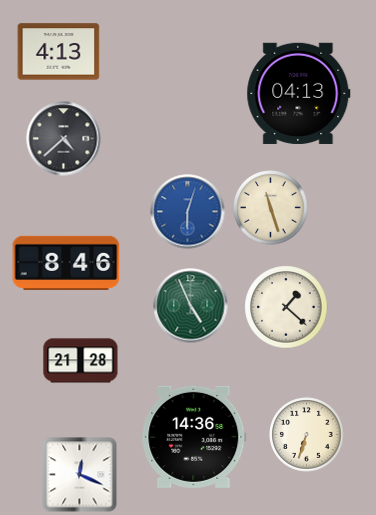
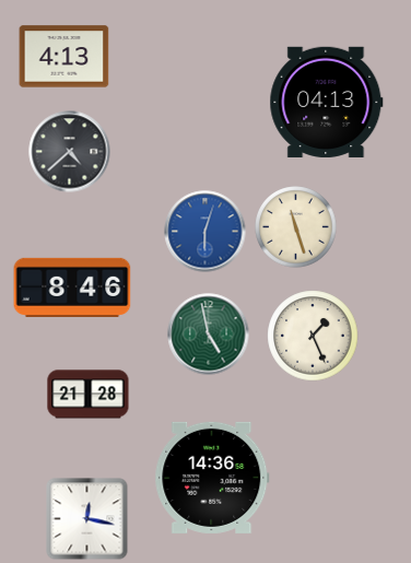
clock at (191, 306): 4:56 -> 4:58
clock at (286, 307): 1:22 -> 1:26
clock at (307, 435): 6:33 -> none
clock at (80, 475): 12:19 -> 12:17
